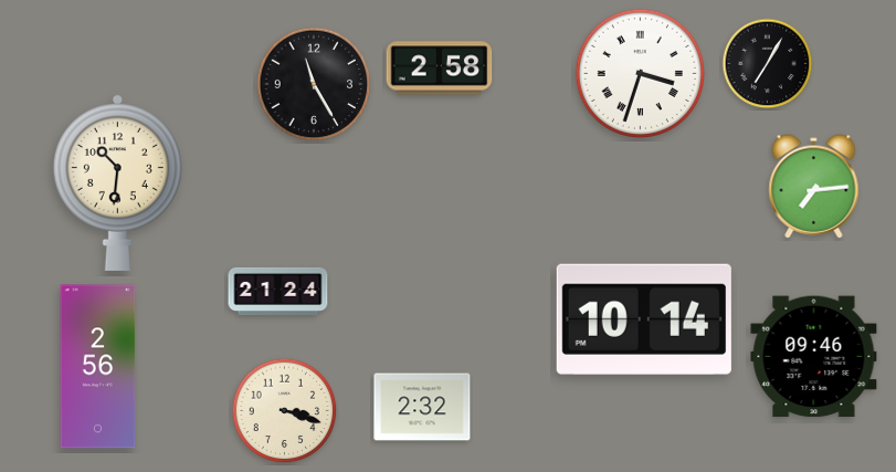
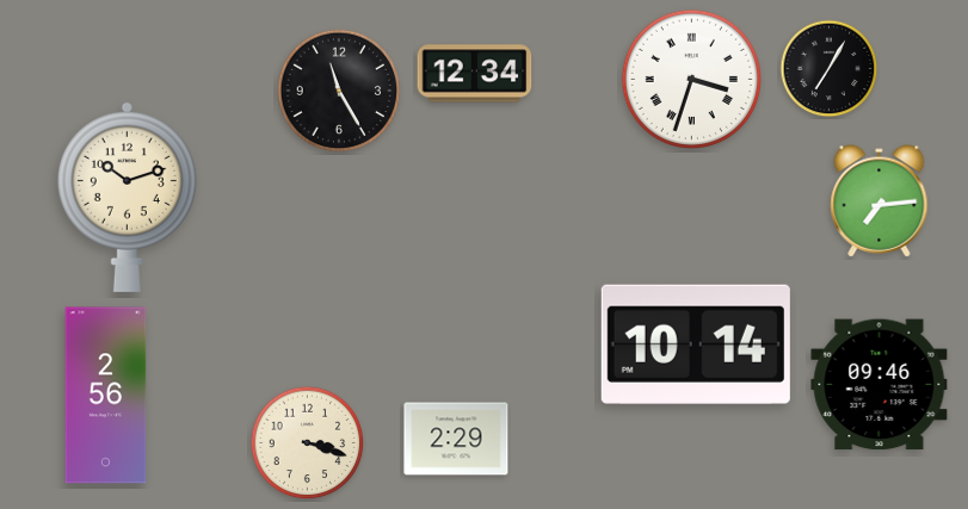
clock at (440, 69): 2:58 -> 12:34
clock at (117, 182): 10:31 -> 10:12
clock at (278, 291): 21:24 -> none
clock at (422, 407): 2:32 -> 2:29
